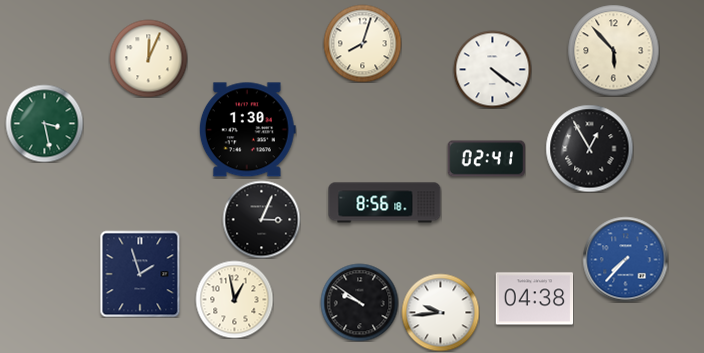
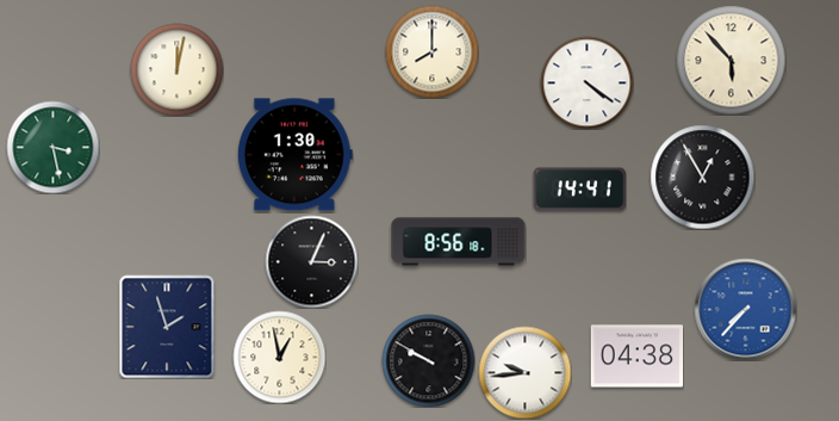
clock at (362, 43): 8:03 -> 8:00
clock at (148, 58): 12:04 -> 12:02
clock at (486, 159): 02:41 -> 14:41
clock at (359, 302): 9:51 -> 9:50
